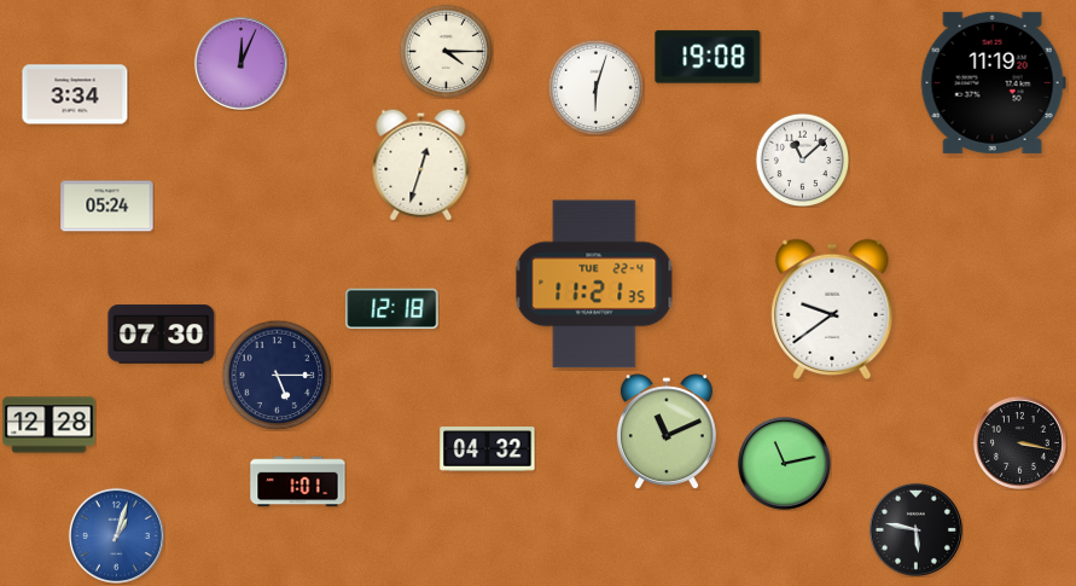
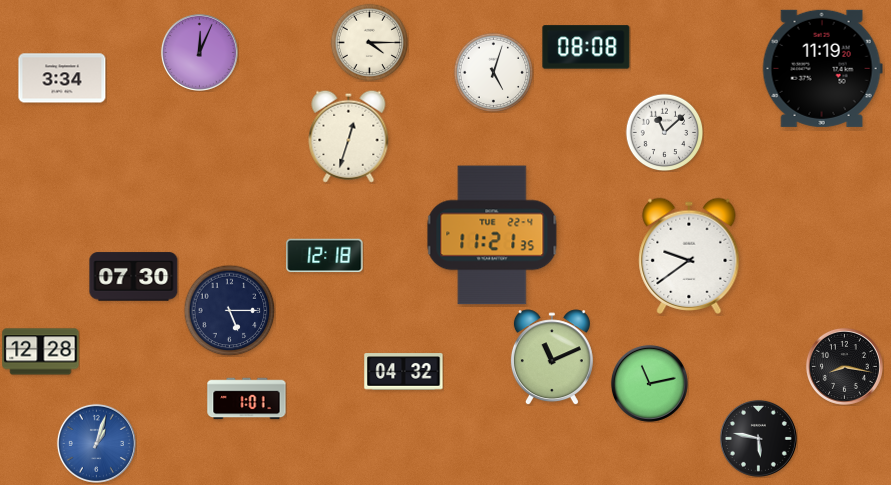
clock at (708, 57): 19:08 -> 08:08
clock at (595, 87): 6:03 -> 5:03
clock at (107, 207): 05:24 -> none
clock at (1019, 442): 3:17 -> 8:17
